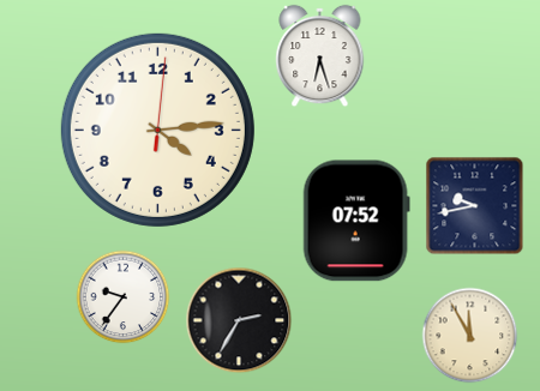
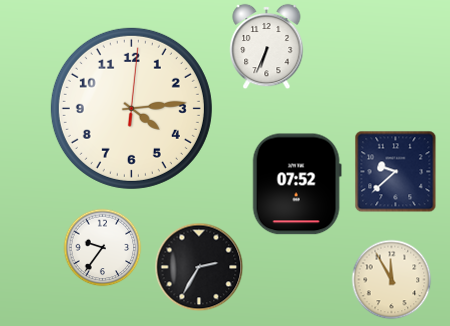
clock at (320, 55): 6:27 -> 6:34
clock at (474, 205): 9:43 -> 9:38
